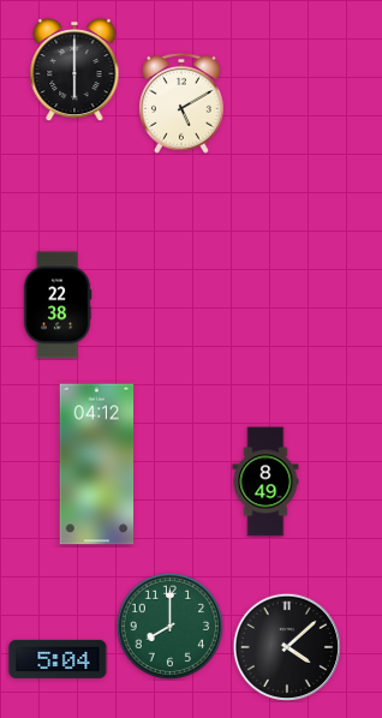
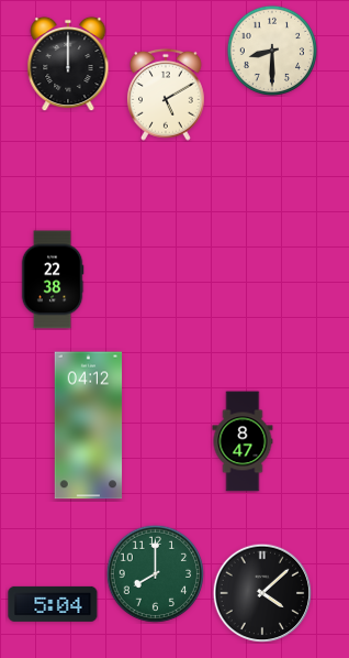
clock at (271, 50): none -> 8:30
clock at (74, 70): 6:00 -> 12:00
clock at (265, 481): 8:49 -> 8:47
